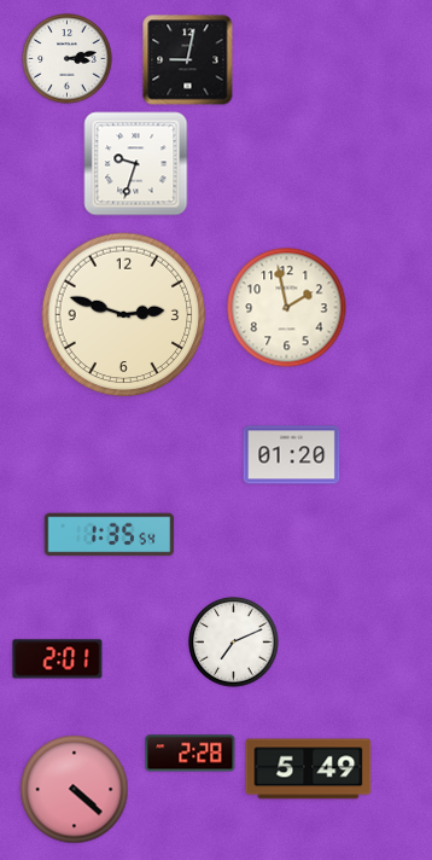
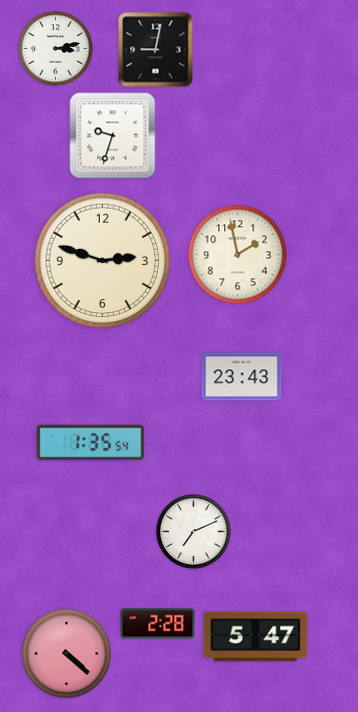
clock at (292, 455): 01:20 -> 23:43
clock at (58, 659): 2:01 -> none
clock at (309, 769): 5:49 -> 5:47
clock at (75, 790) position: (75, 790) -> (67, 654)
